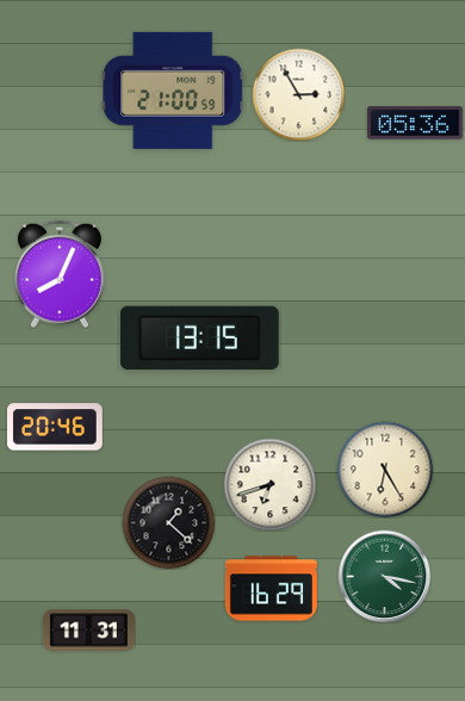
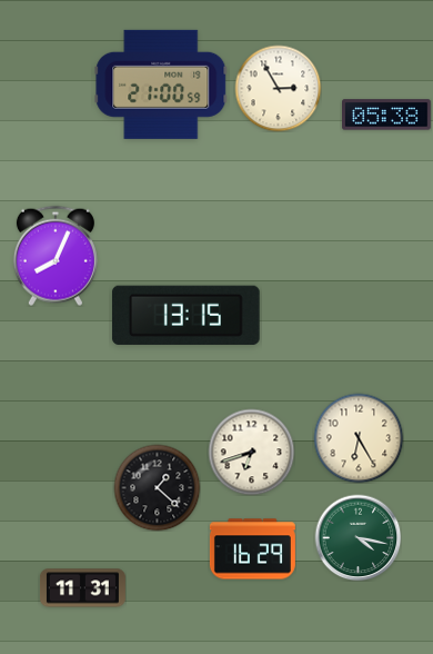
clock at (416, 123): 05:36 -> 05:38
clock at (55, 427): 20:46 -> none
